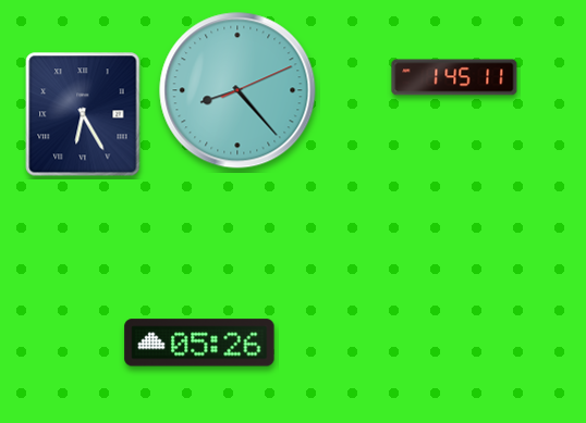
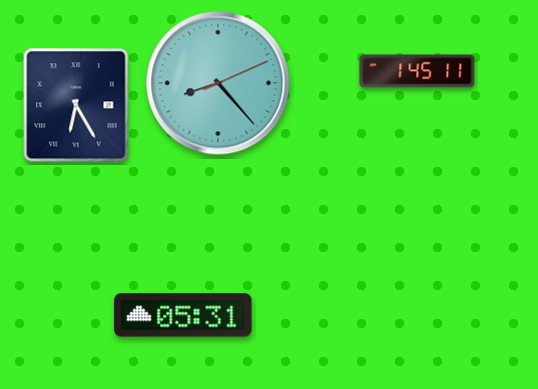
clock at (199, 343): 05:26 -> 05:31
